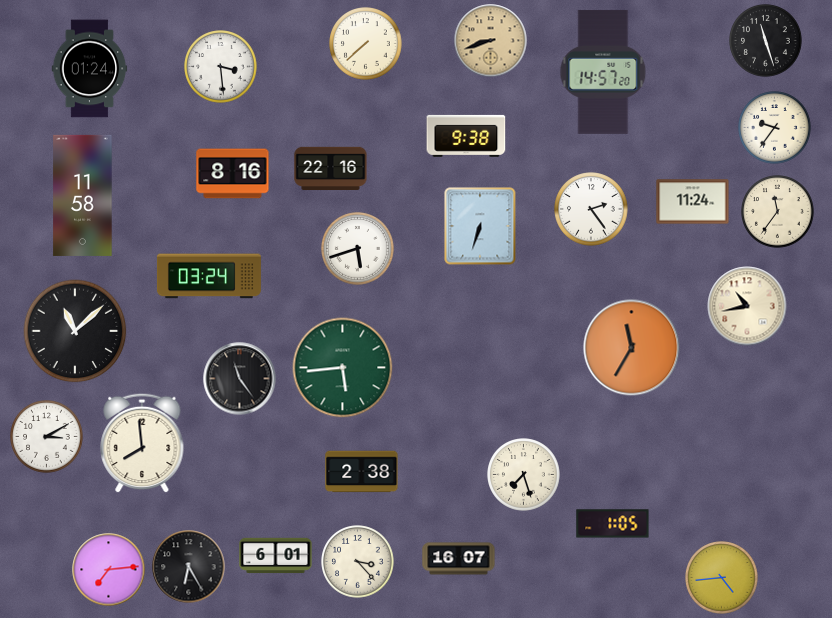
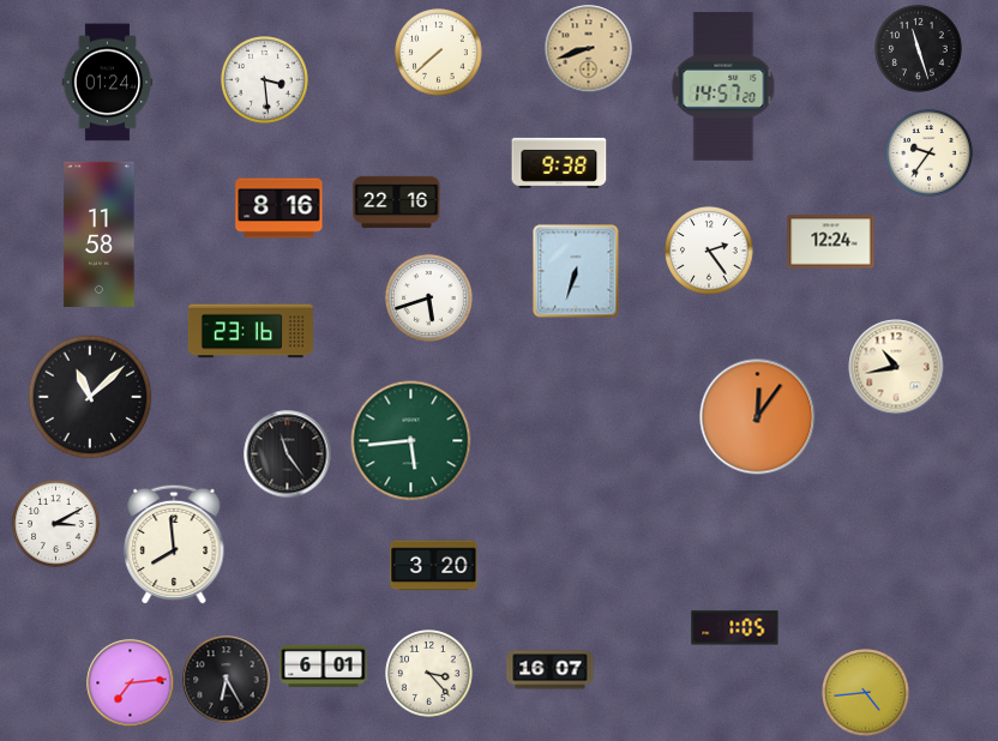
clock at (693, 202): 11:24 -> 12:24
clock at (778, 212): 11:36 -> none
clock at (209, 276): 03:24 -> 23:16
clock at (632, 348): 11:35 -> 12:06
clock at (142, 443) position: (142, 443) -> (174, 544)
clock at (362, 472): 2:38 -> 3:20
clock at (524, 475): 7:27 -> none
clock at (276, 556) position: (276, 556) -> (324, 667)
